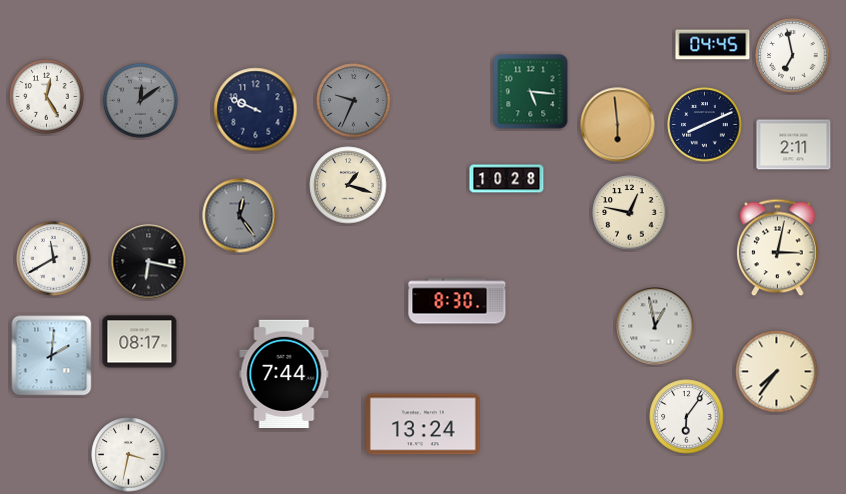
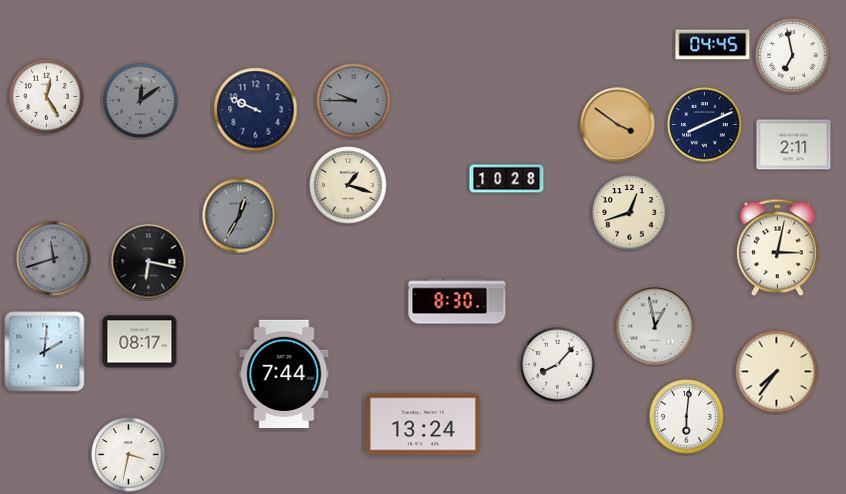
clock at (531, 92): 5:16 -> none
clock at (354, 101): 9:34 -> 9:45
clock at (618, 125): 5:59 -> 3:51
clock at (630, 213): 12:47 -> 12:42
clock at (240, 216): 12:24 -> 12:35
clock at (54, 259): 11:40 -> 11:42
clock at (54, 259) dial: white -> grey
clock at (52, 356) position: (52, 356) -> (45, 352)
clock at (558, 365): none -> 8:07
clock at (687, 417): 6:06 -> 6:01
